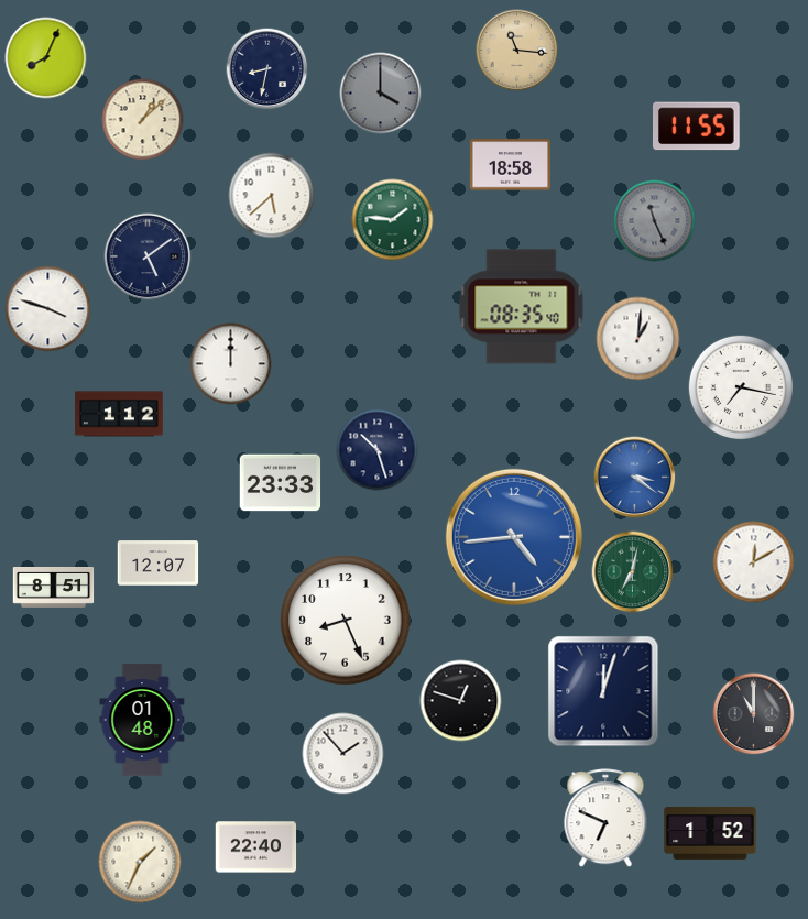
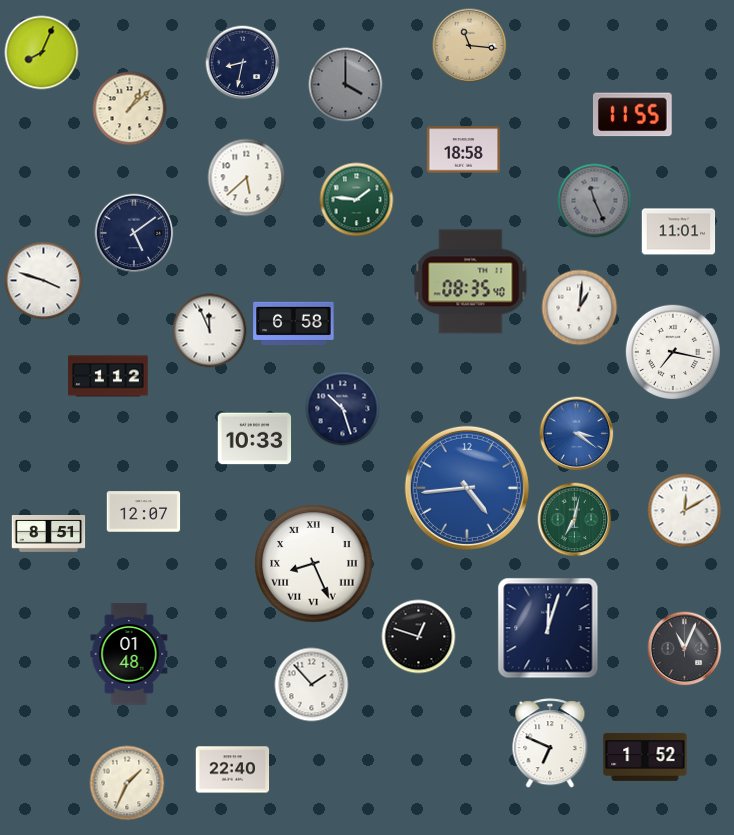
clock at (679, 232): none -> 11:01
clock at (522, 307) position: (522, 307) -> (471, 282)
clock at (294, 323): none -> 6:58
clock at (231, 364): 12:00 -> 11:56
clock at (281, 483): 23:33 -> 10:33
clock at (346, 621) numerals: Arabic -> Roman
clock at (754, 714): 11:00 -> 11:04
